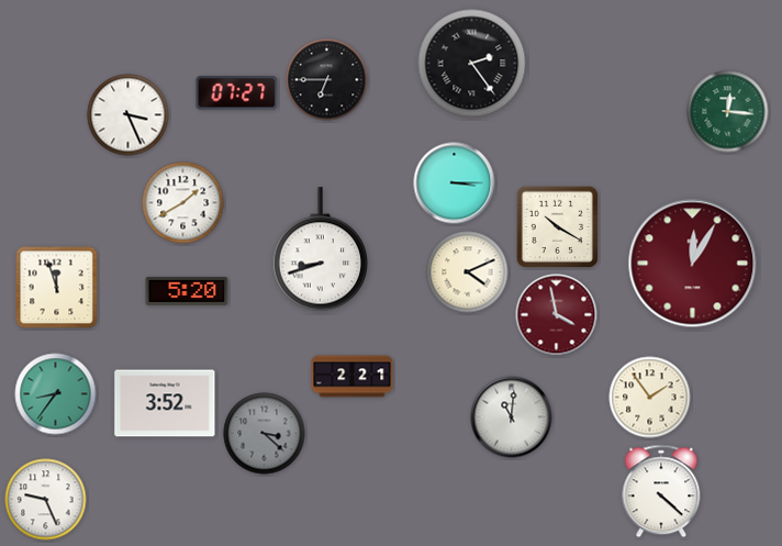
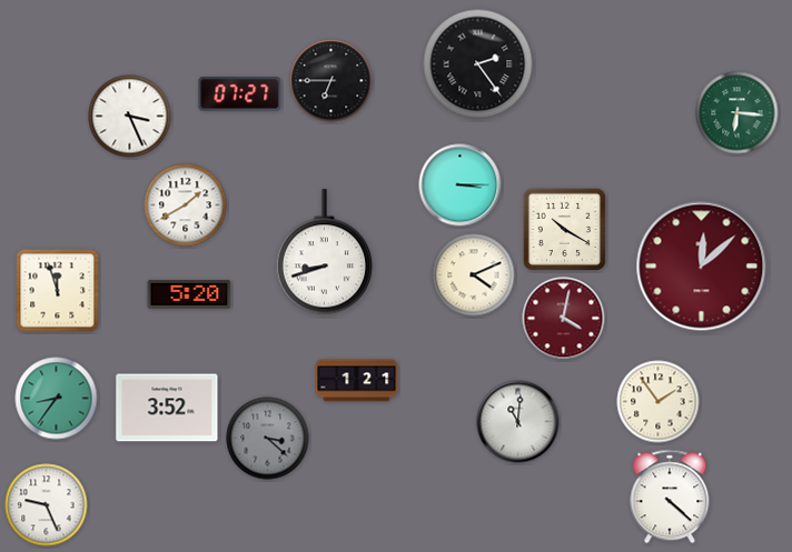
clock at (728, 112): 12:16 -> 6:16
clock at (693, 264): 12:05 -> 12:08
clock at (557, 315): 3:58 -> 4:02
clock at (353, 377): 2:21 -> 1:21
